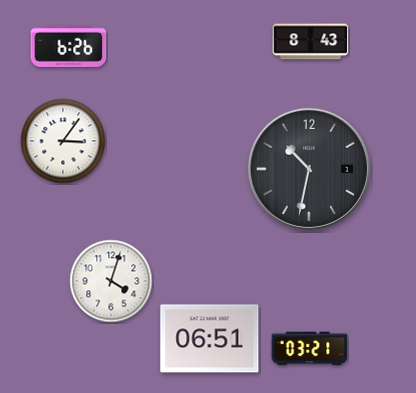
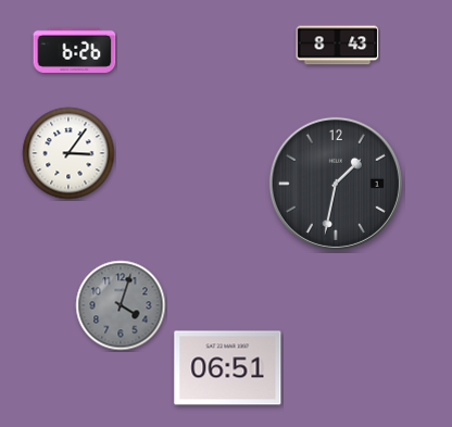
clock at (309, 169): 10:32 -> 1:32
clock at (111, 281) dial: white -> grey
clock at (310, 349): 03:21 -> none
